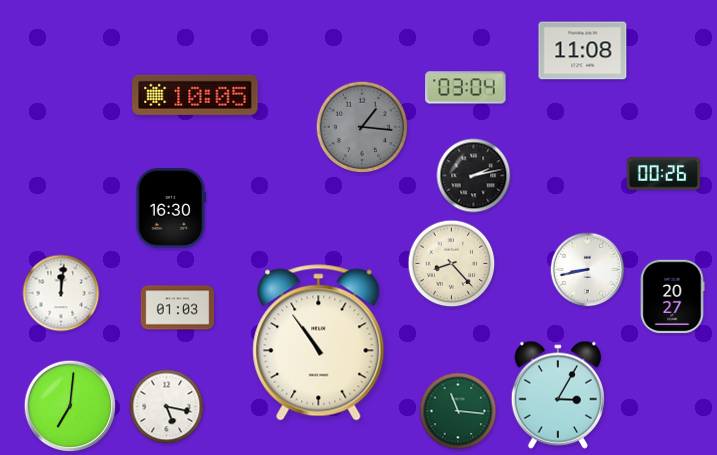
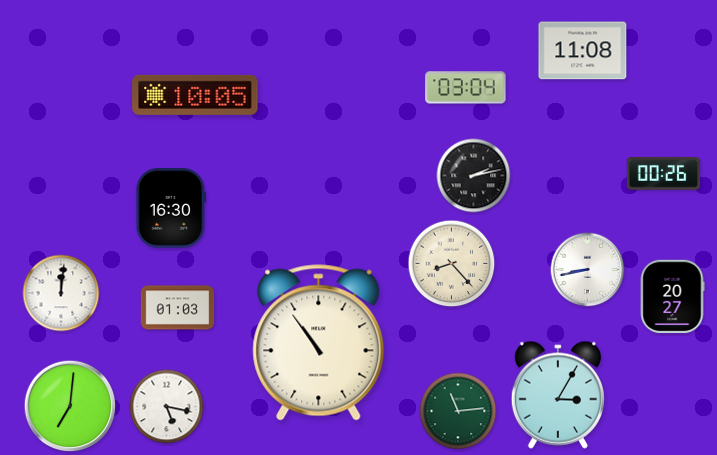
clock at (362, 127): 1:16 -> none
clock at (458, 411): 11:16 -> 11:14
